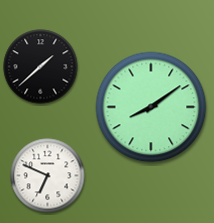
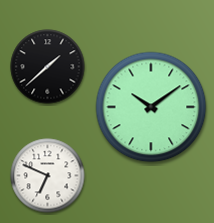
clock at (41, 67) position: (41, 67) -> (48, 67)
clock at (151, 107): 8:09 -> 10:09
